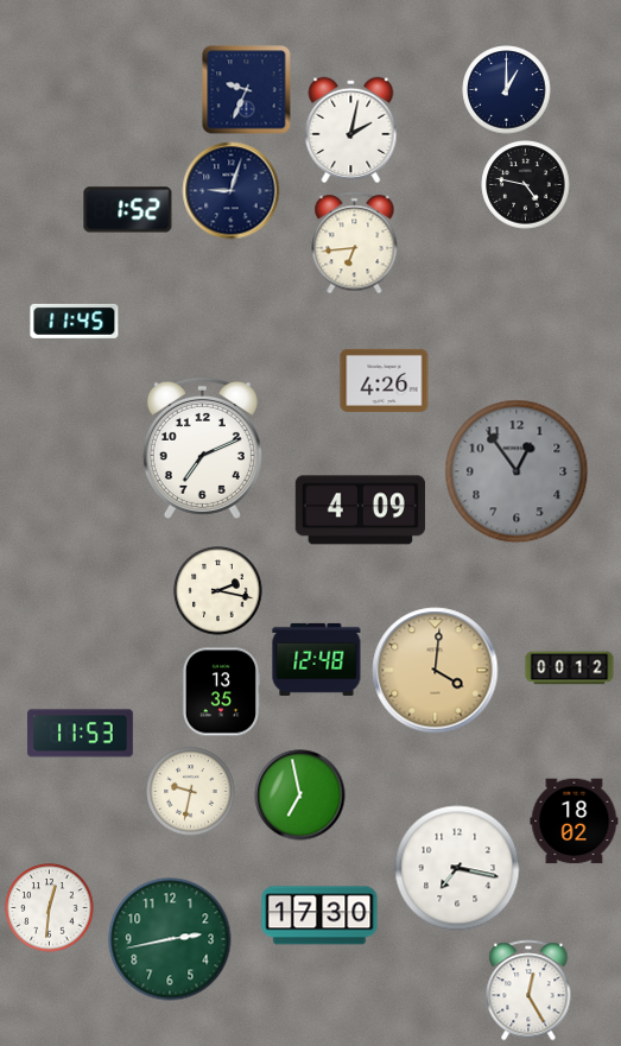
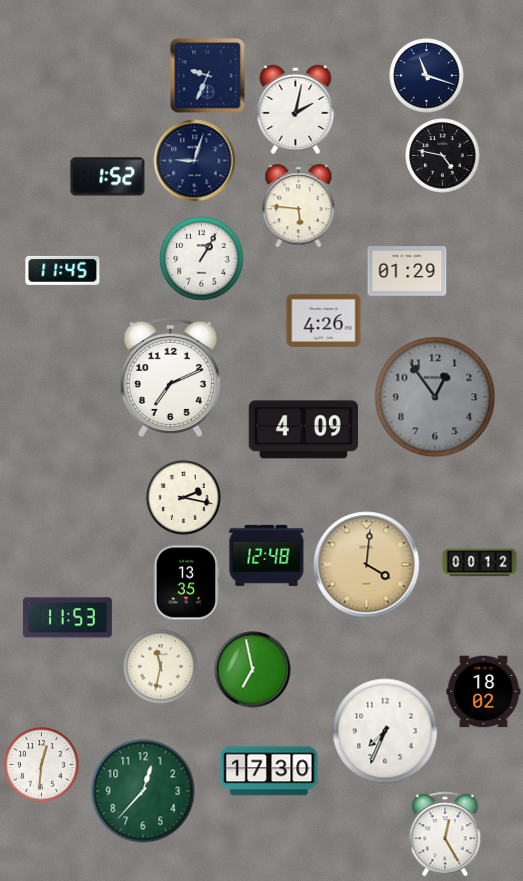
clock at (507, 90): 1:00 -> 11:18
clock at (355, 243): 6:44 -> 5:46
clock at (202, 259): none -> 1:05
clock at (407, 271): none -> 01:29
clock at (191, 792): 9:32 -> 11:32
clock at (457, 868): 7:17 -> 7:34
clock at (170, 939): 2:43 -> 12:37
